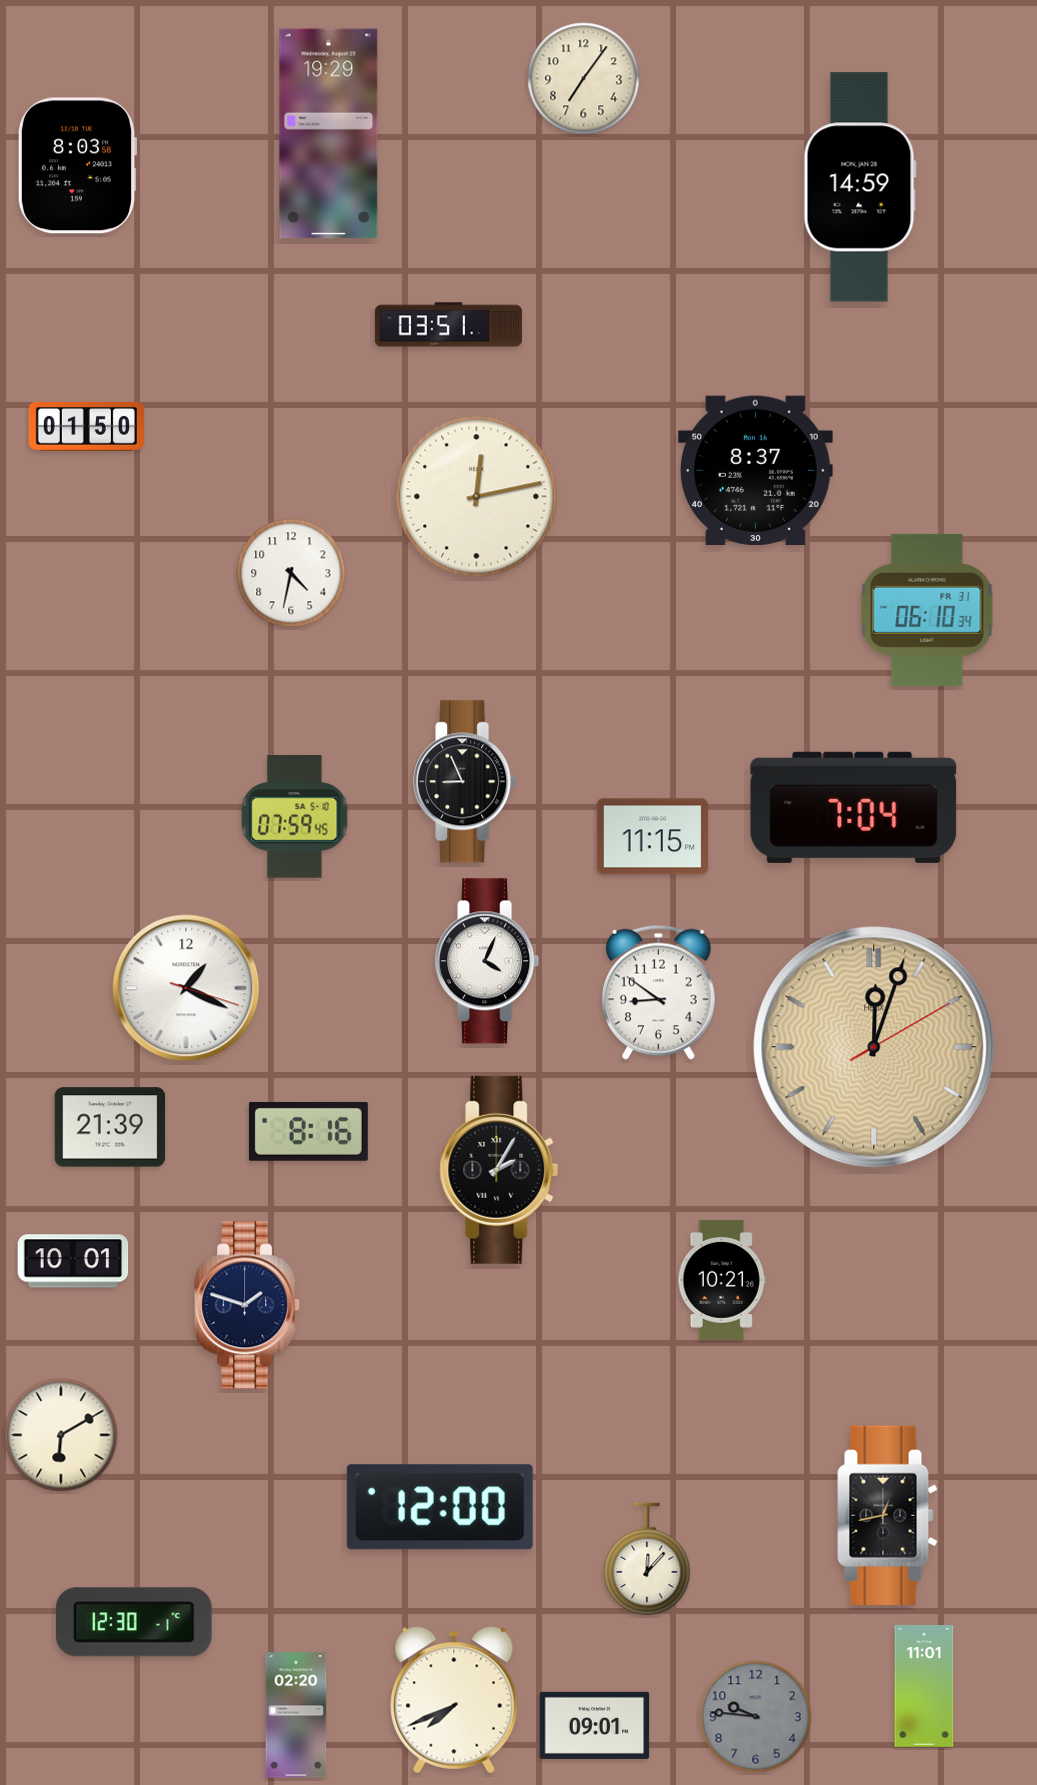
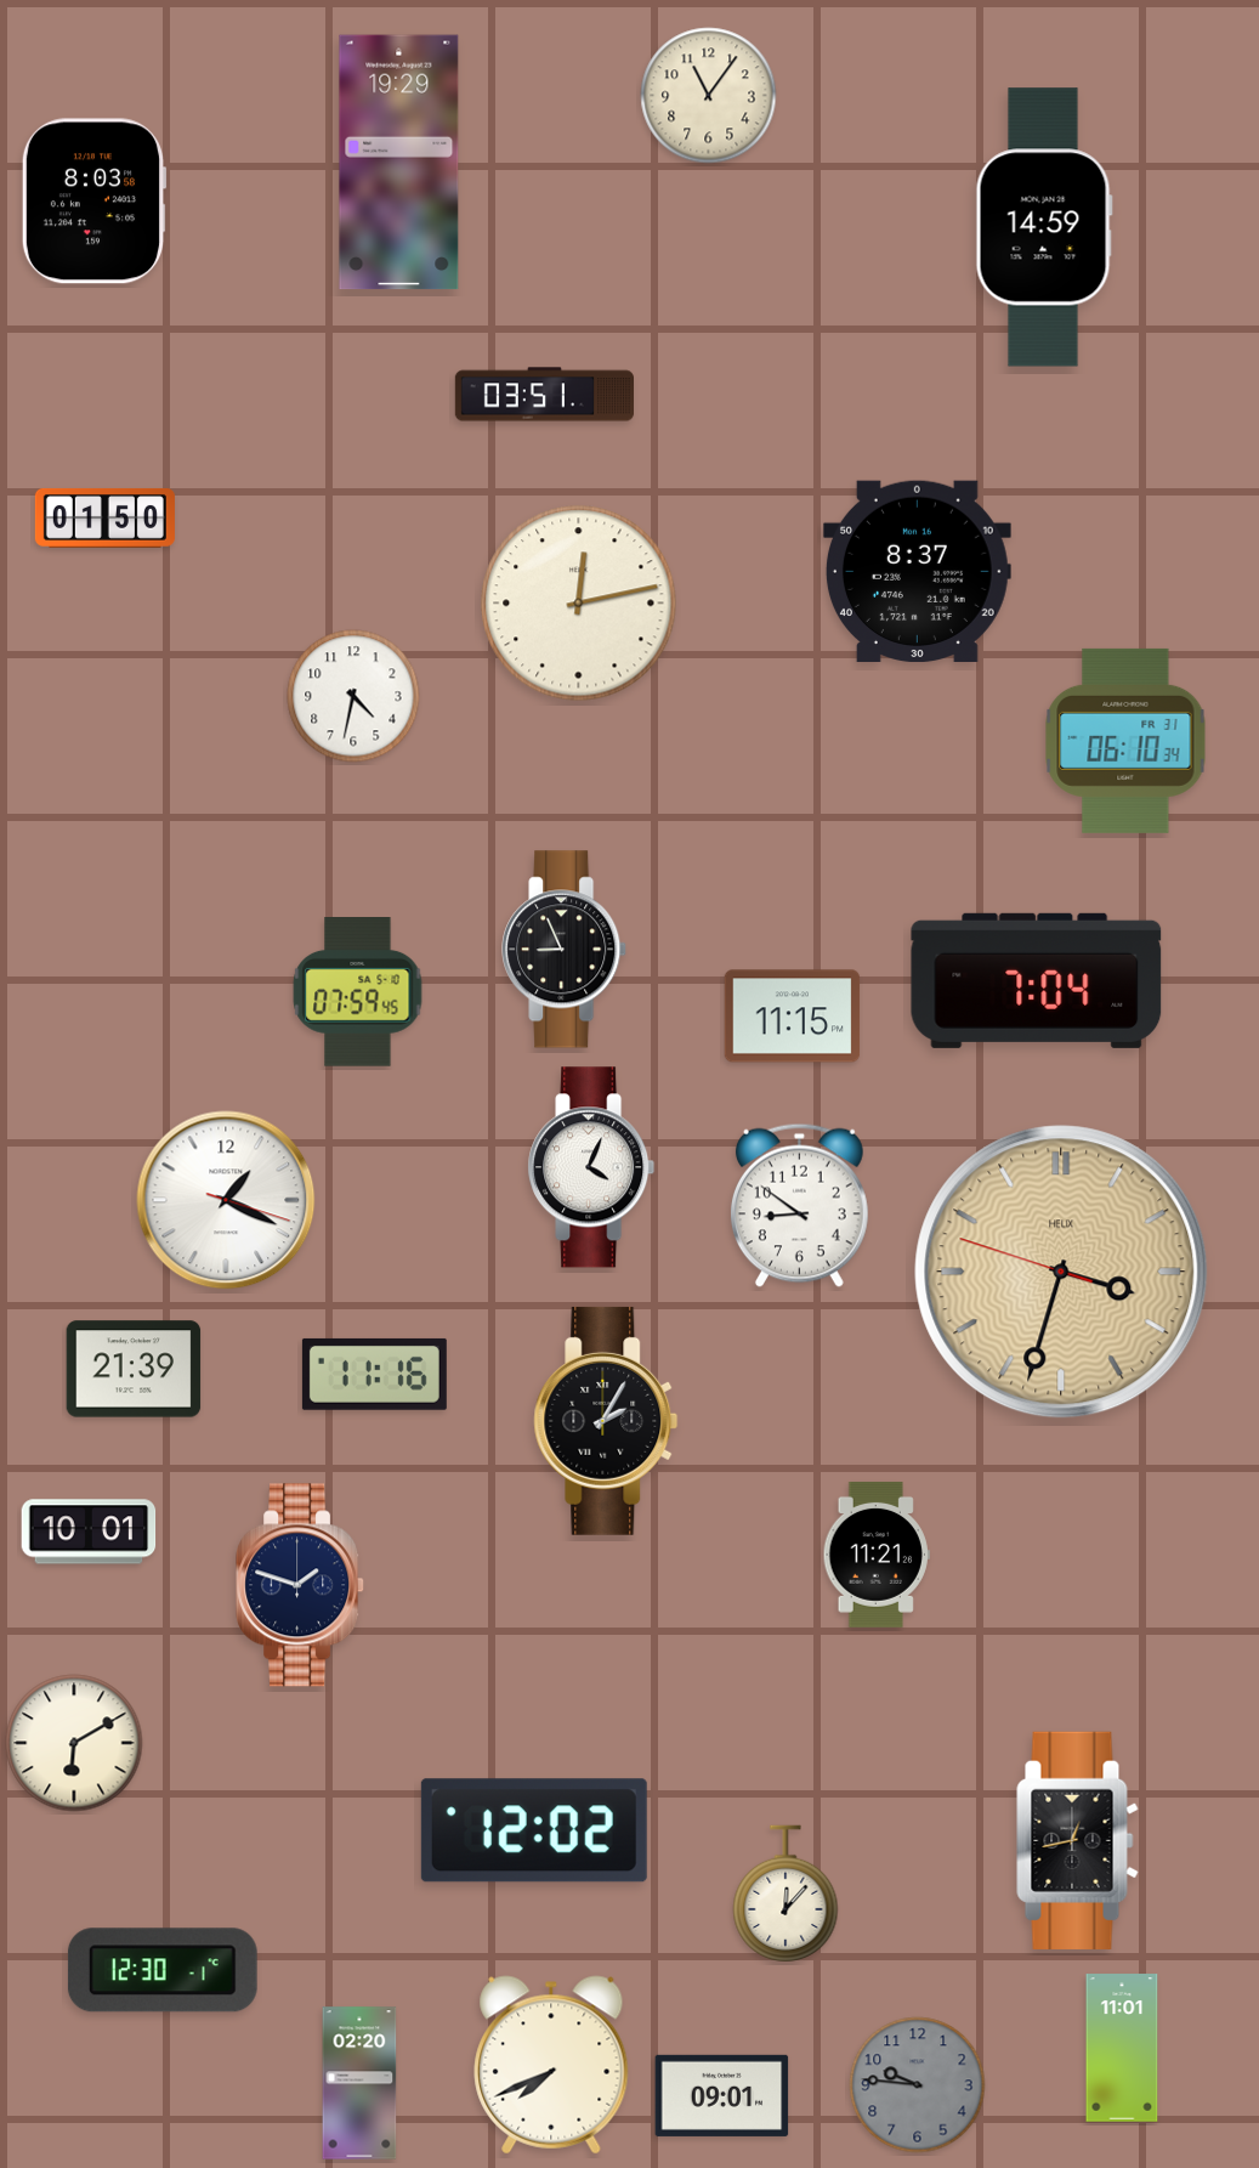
clock at (584, 79): 7:06 -> 11:06
clock at (874, 1047): 12:03 -> 3:32
clock at (308, 1131): 8:16 -> 11:16
clock at (722, 1280): 10:21 -> 11:21
clock at (440, 1507): 12:00 -> 12:02
